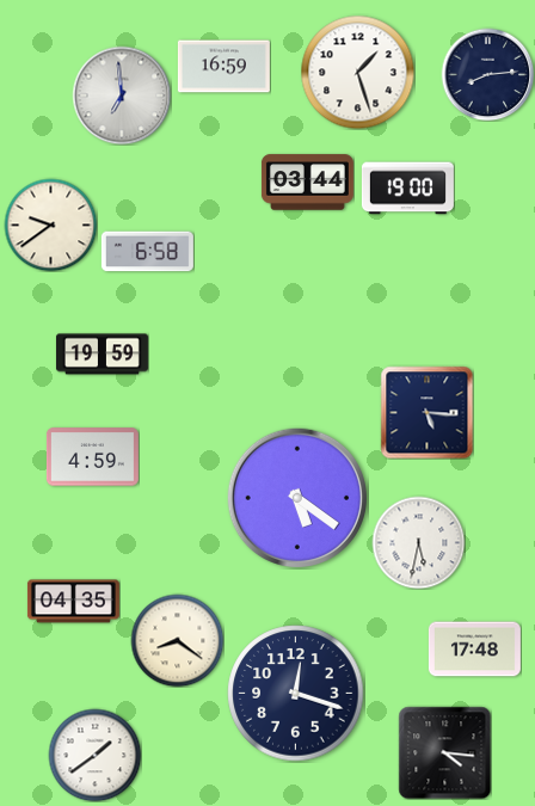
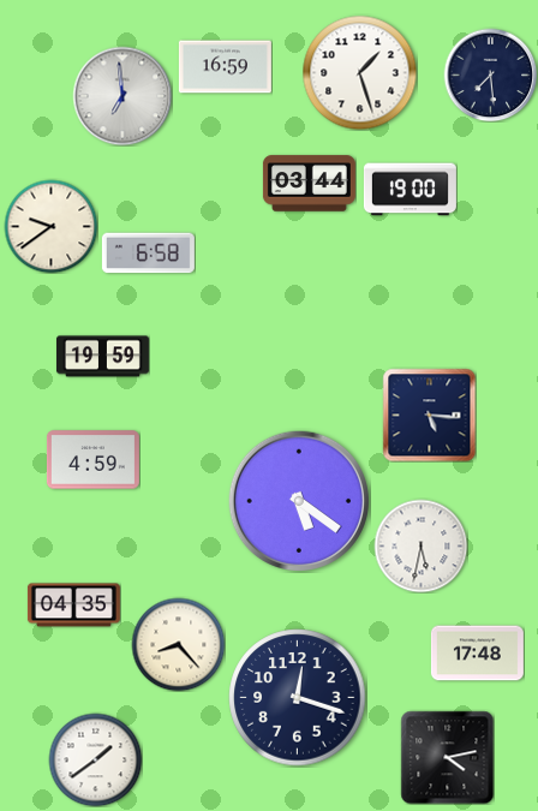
clock at (487, 74): 8:14 -> 7:29
clock at (177, 640): 8:21 -> 8:23
clock at (444, 752): 4:16 -> 4:13
